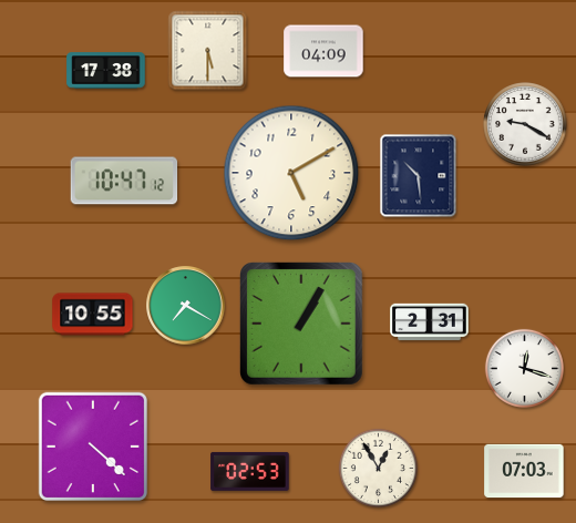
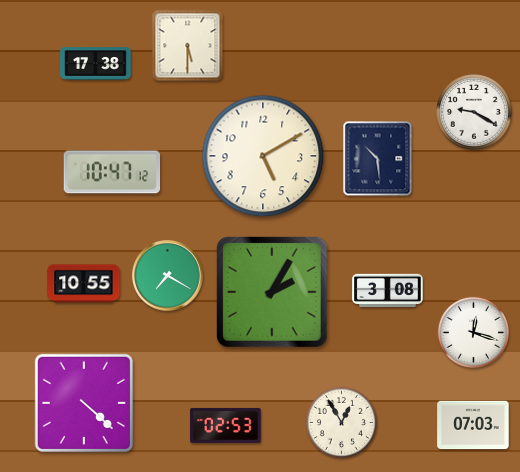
clock at (323, 51): 04:09 -> none
clock at (124, 181) position: (124, 181) -> (112, 172)
clock at (430, 322): 2:31 -> 3:08
clock at (302, 325): 1:05 -> 2:05
